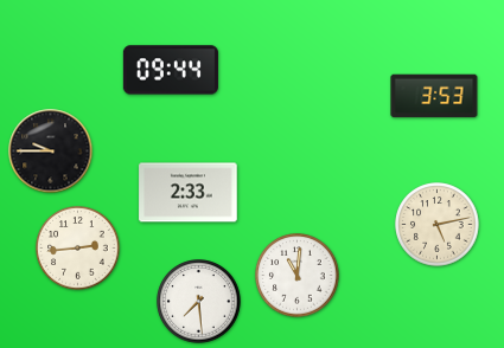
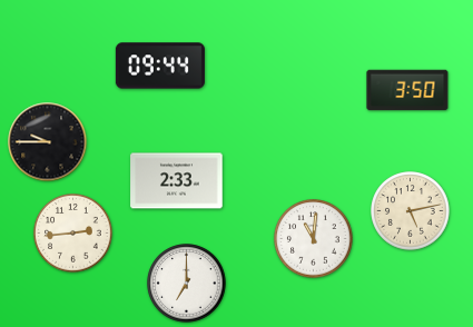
clock at (434, 96): 3:53 -> 3:50
clock at (298, 276) position: (298, 276) -> (314, 239)
clock at (199, 302): 7:29 -> 7:00
